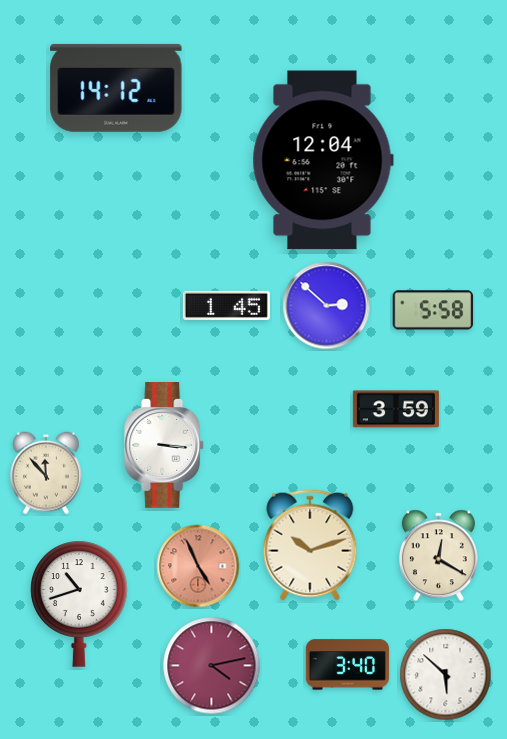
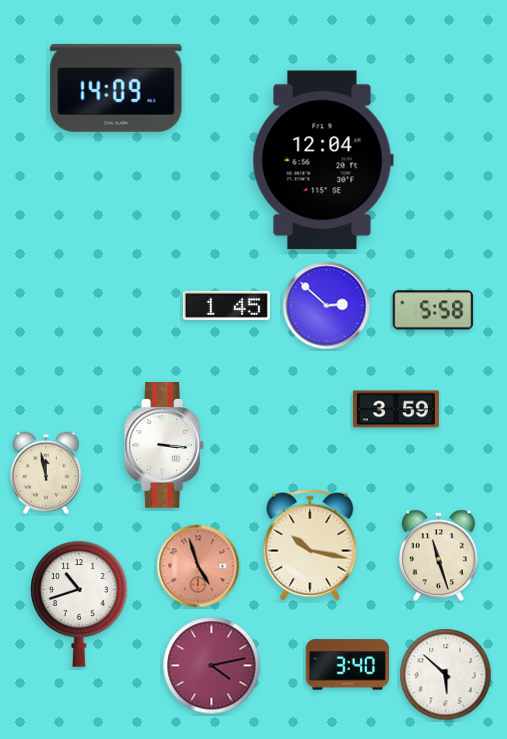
clock at (116, 88): 14:12 -> 14:09
clock at (47, 473): 11:53 -> 11:58
clock at (310, 545): 10:12 -> 10:17
clock at (438, 556): 12:20 -> 11:27
clock at (198, 566): 4:56 -> 4:57
